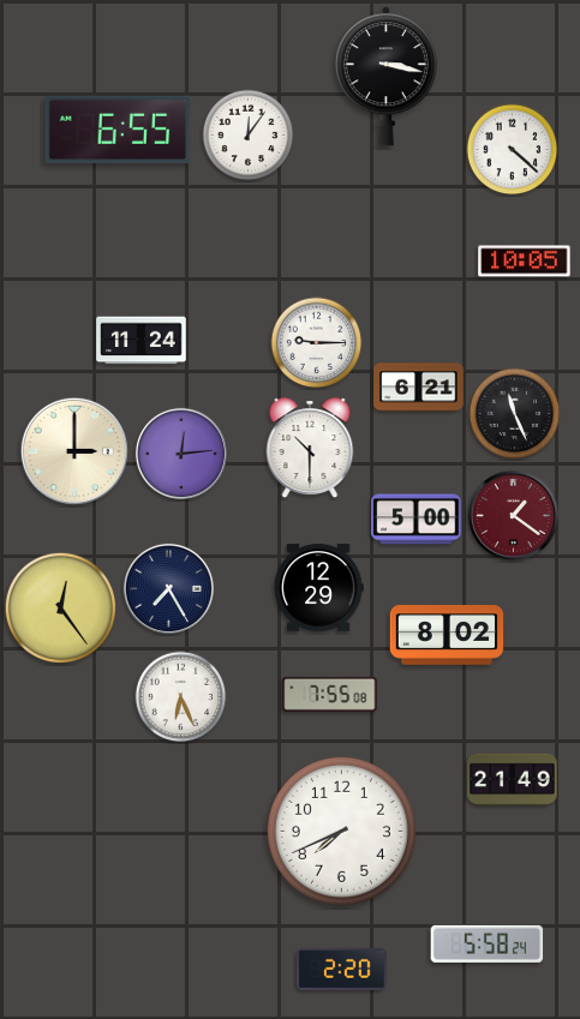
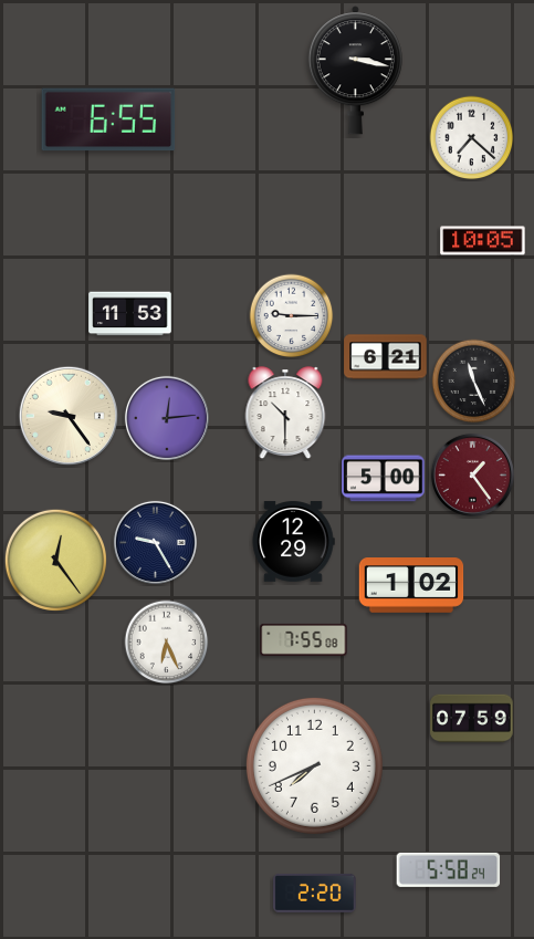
clock at (249, 136): 12:06 -> none
clock at (513, 150): 4:22 -> 7:22
clock at (142, 341): 11:24 -> 11:53
clock at (73, 450): 3:00 -> 9:24
clock at (513, 515): 1:21 -> 1:24
clock at (168, 588): 7:25 -> 9:25
clock at (447, 635): 8:02 -> 1:02
clock at (513, 780): 21:49 -> 07:59
